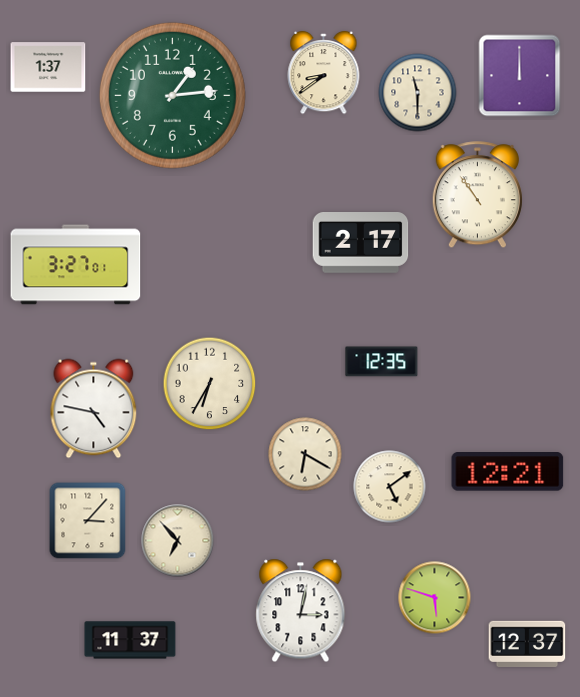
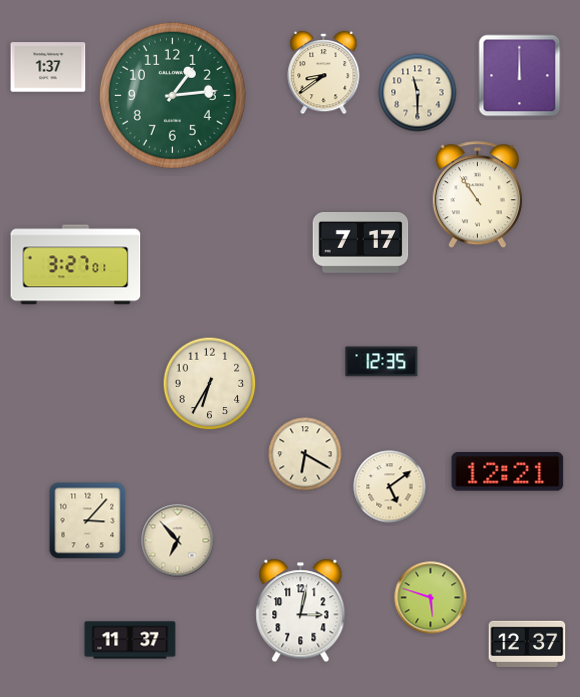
clock at (361, 243): 2:17 -> 7:17
clock at (94, 409): 4:47 -> none
clock at (435, 598) position: (435, 598) -> (431, 598)
